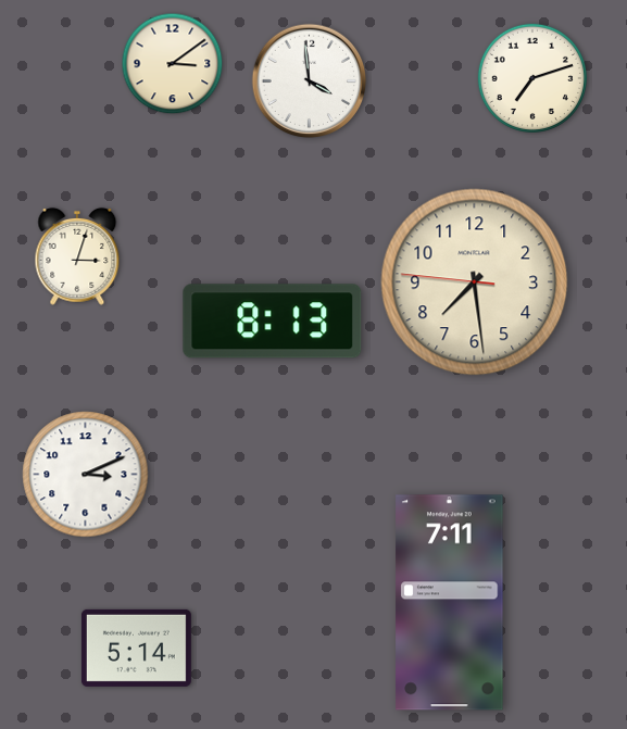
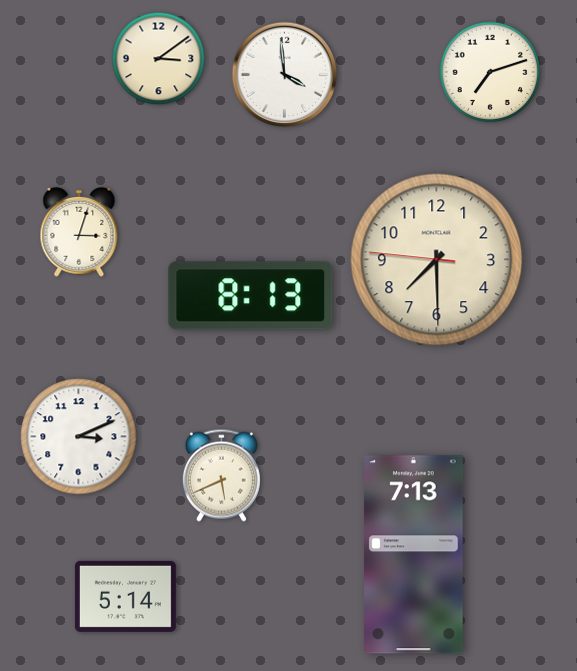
clock at (77, 256) position: (77, 256) -> (79, 232)
clock at (475, 282): 7:28 -> 7:29
clock at (221, 475): none -> 5:41
clock at (450, 603): 7:11 -> 7:13
